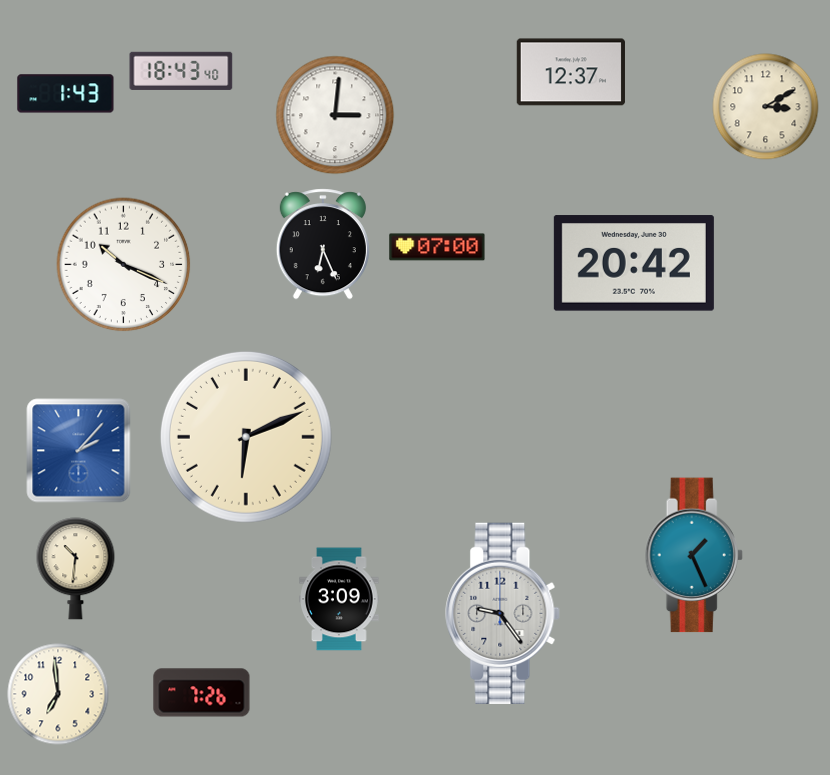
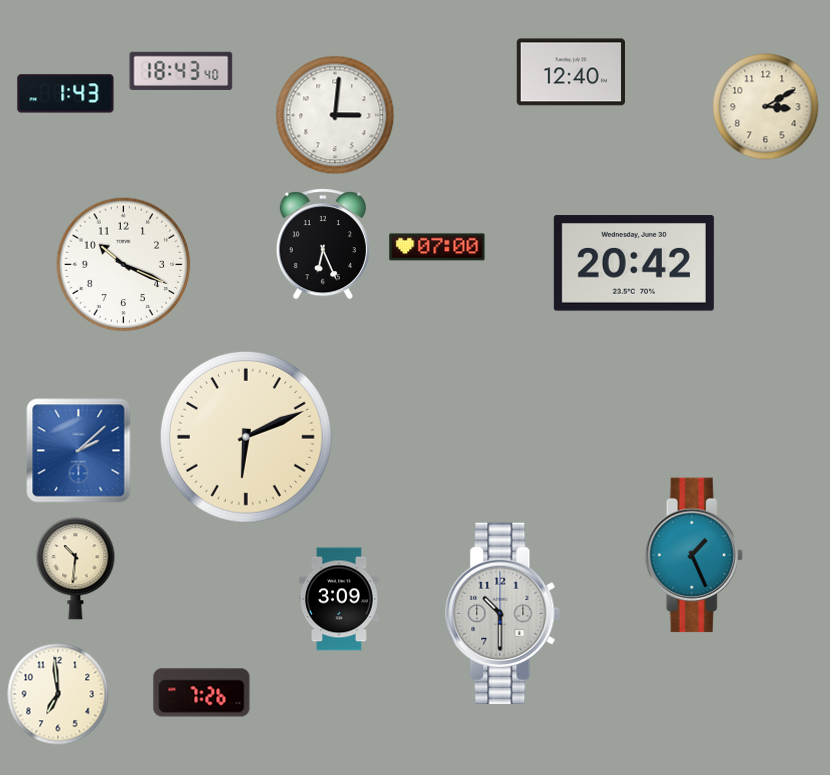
clock at (571, 72): 12:37 -> 12:40
clock at (79, 451): 2:07 -> 2:08
clock at (503, 613): 9:24 -> 10:30
